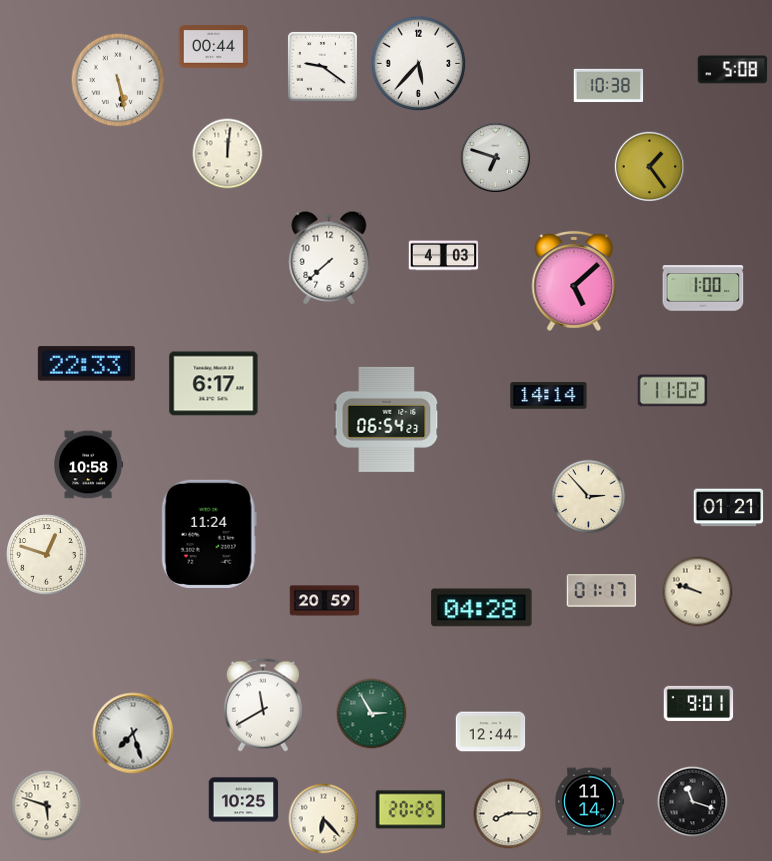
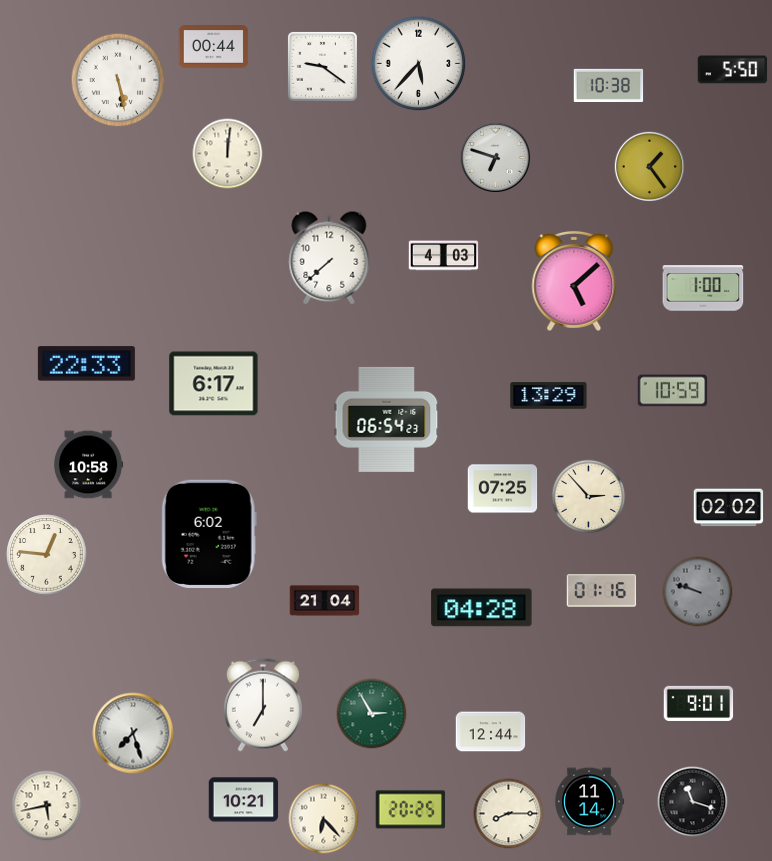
clock at (733, 70): 5:08 -> 5:50
clock at (673, 391): 11:02 -> 10:59
clock at (549, 396): 14:14 -> 13:29
clock at (503, 489): none -> 07:25
clock at (729, 508): 01:21 -> 02:02
clock at (209, 533): 11:24 -> 6:02
clock at (47, 555): 12:48 -> 12:46
clock at (602, 591): 01:17 -> 01:16
clock at (698, 592) dial: cream -> grey
clock at (325, 601): 20:59 -> 21:04
clock at (263, 705): 11:40 -> 7:00
clock at (244, 800): 10:25 -> 10:21
clock at (47, 806): 5:48 -> 5:43
